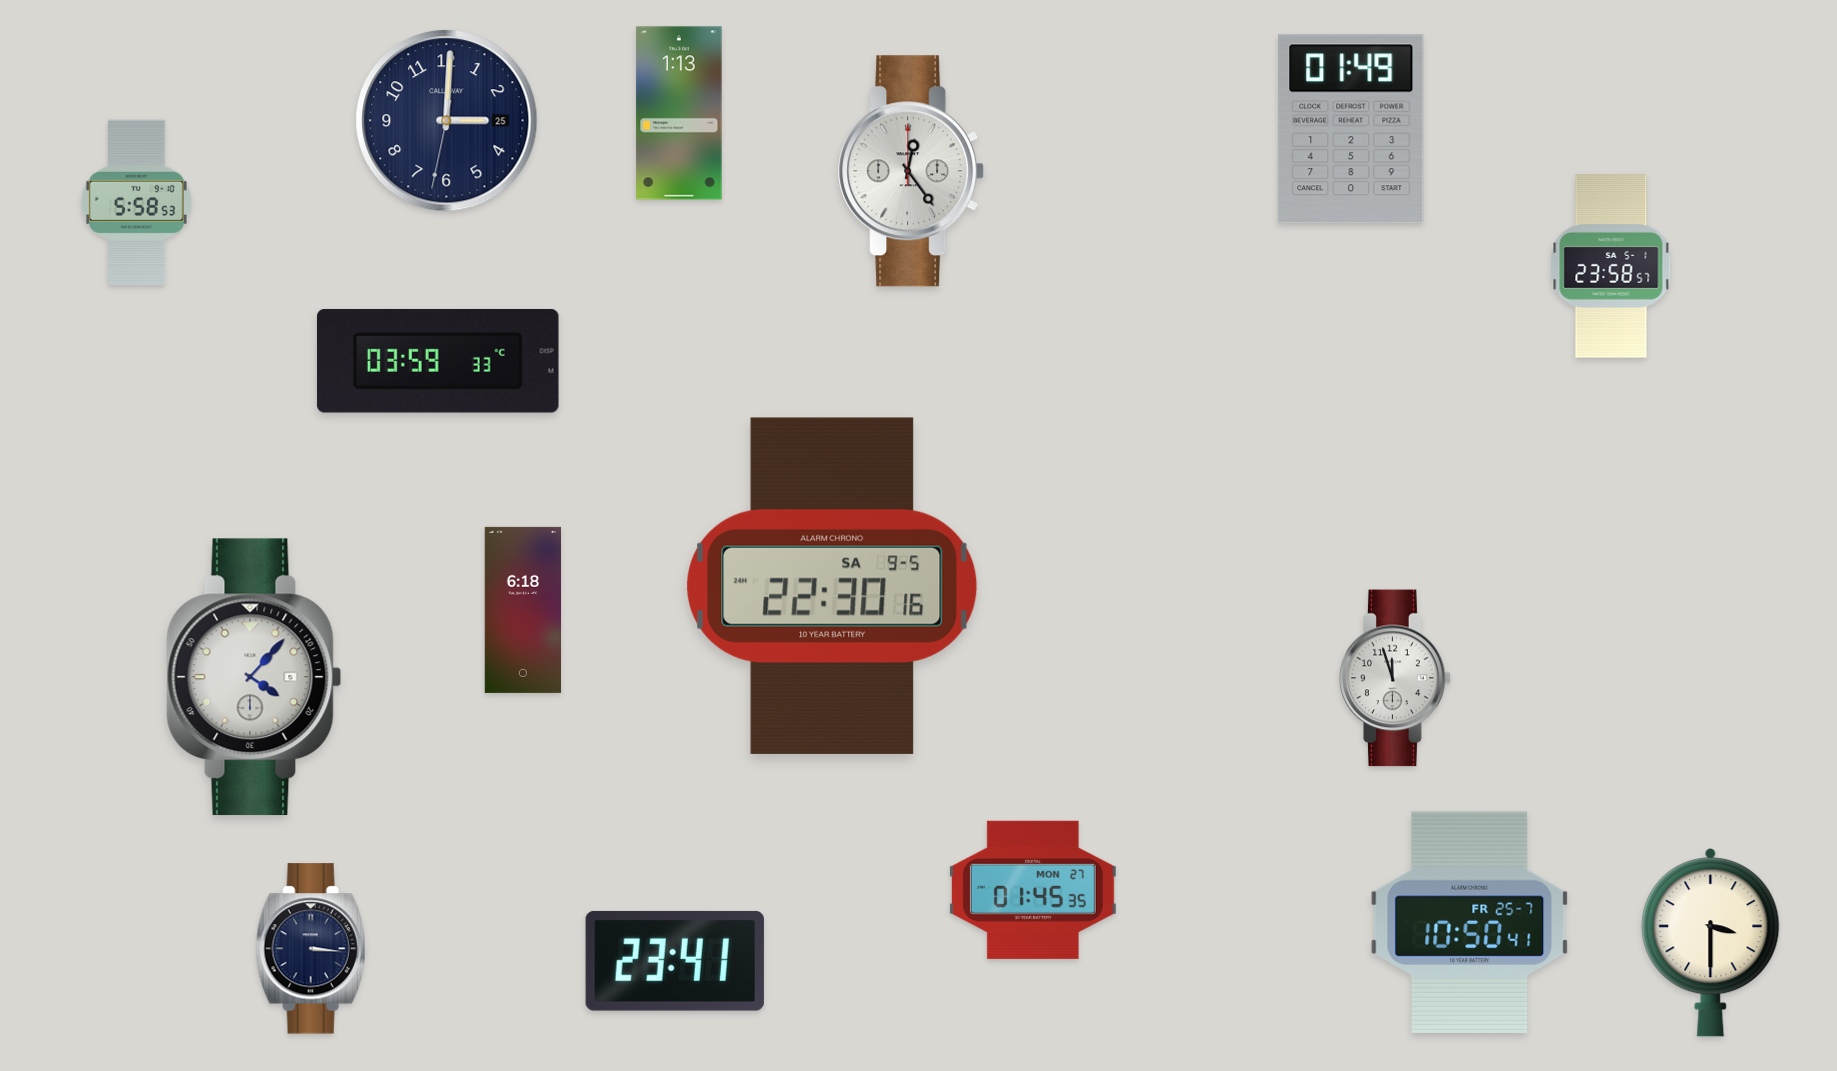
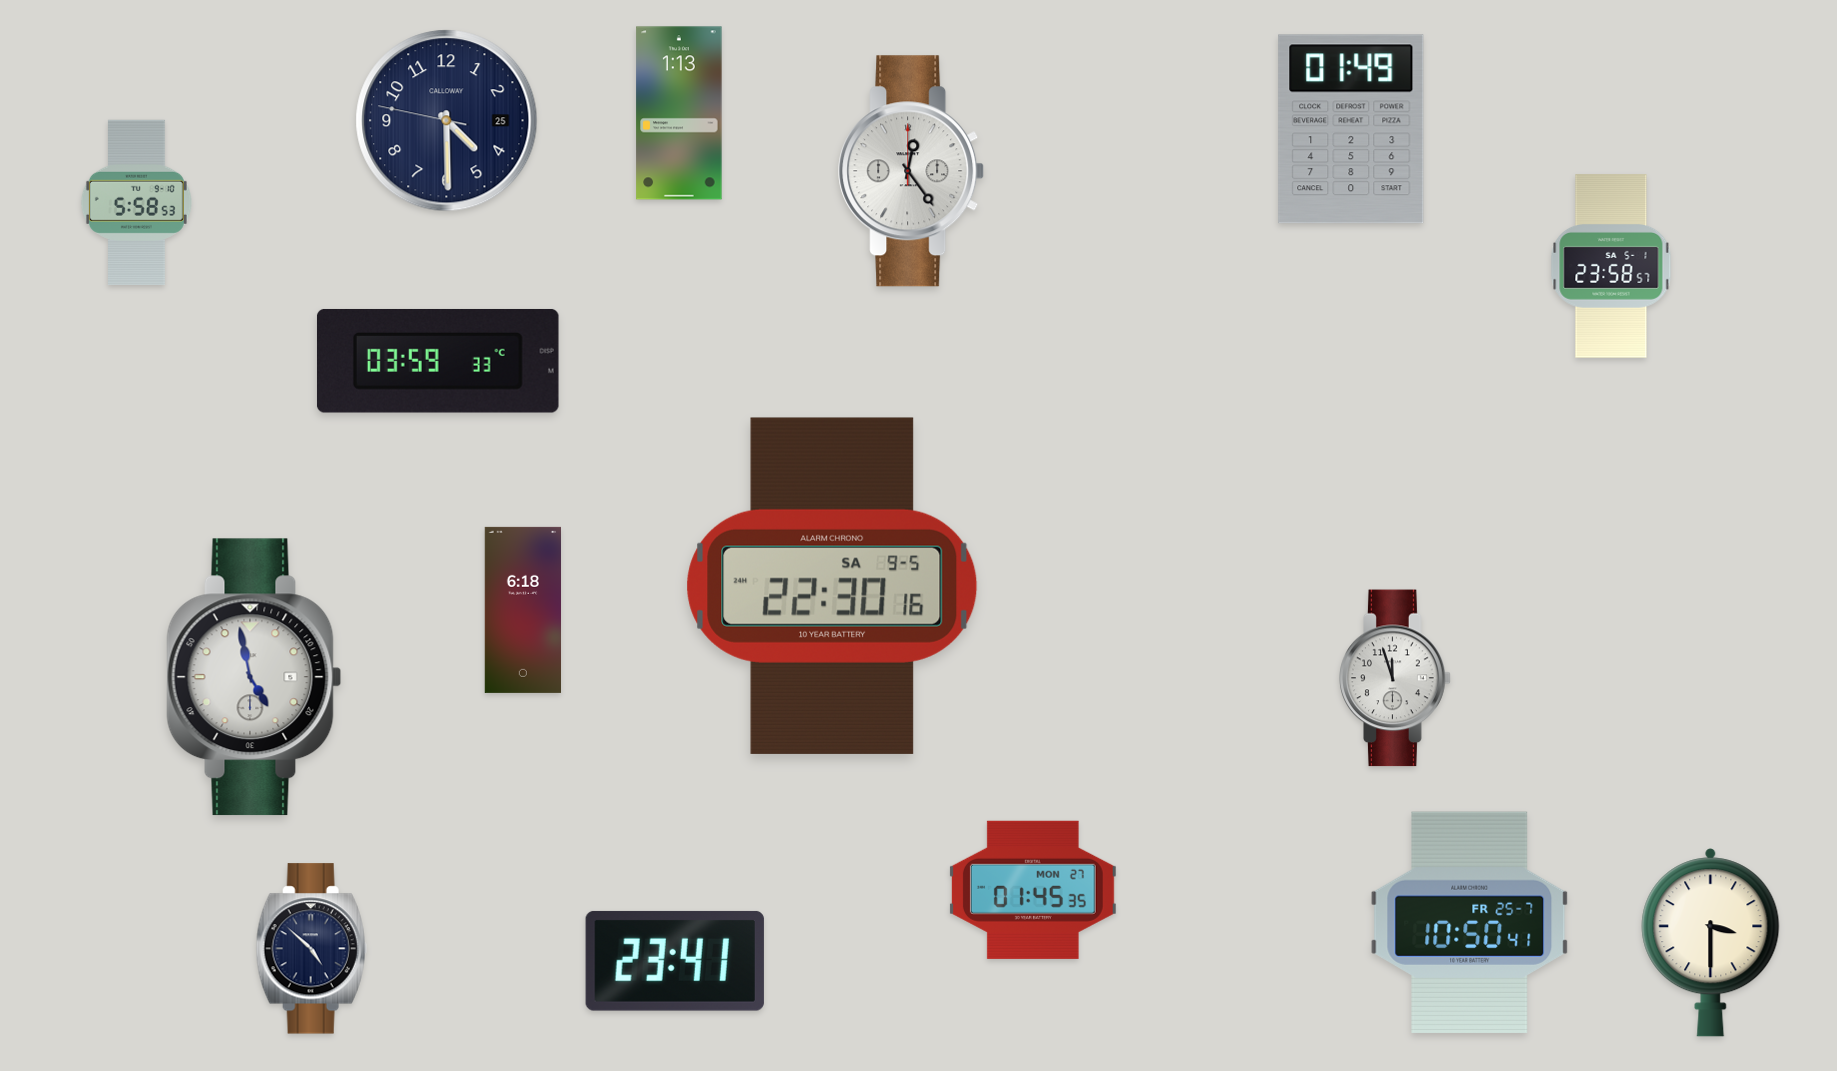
clock at (447, 121): 3:00 -> 4:29
clock at (254, 677): 4:07 -> 4:58
clock at (311, 949): 3:16 -> 4:52
